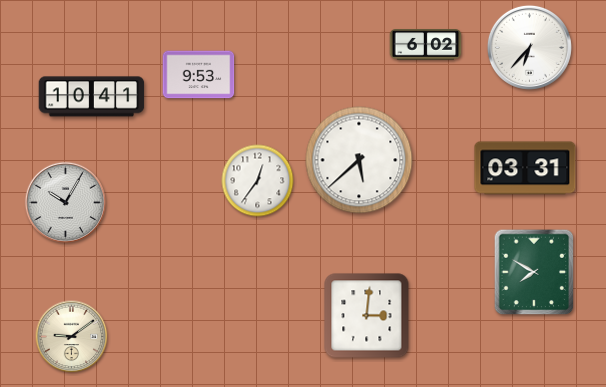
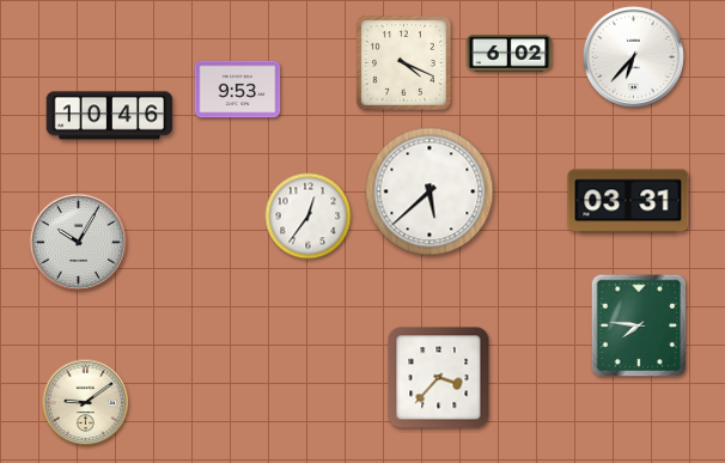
clock at (404, 63): none -> 4:19
clock at (92, 97): 10:41 -> 10:46
clock at (534, 272): 7:50 -> 7:46
clock at (367, 316): 3:01 -> 3:37
